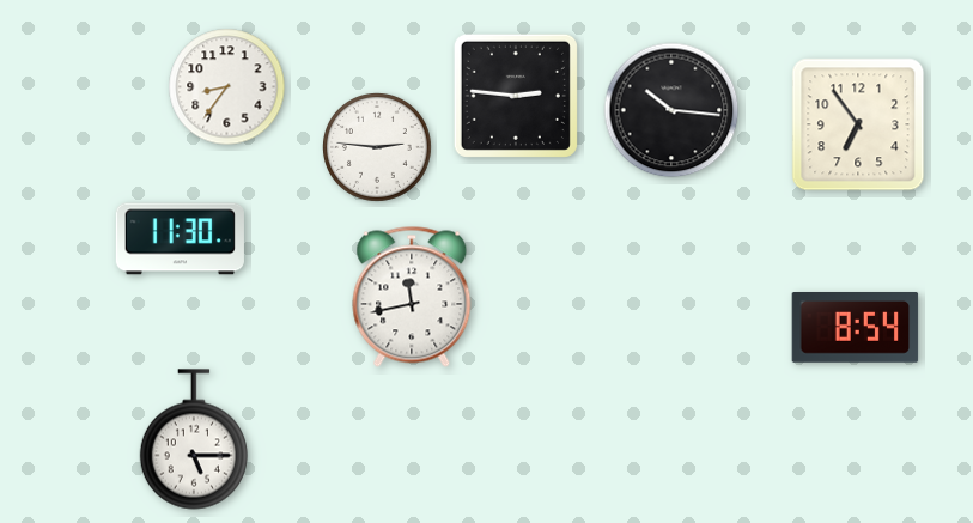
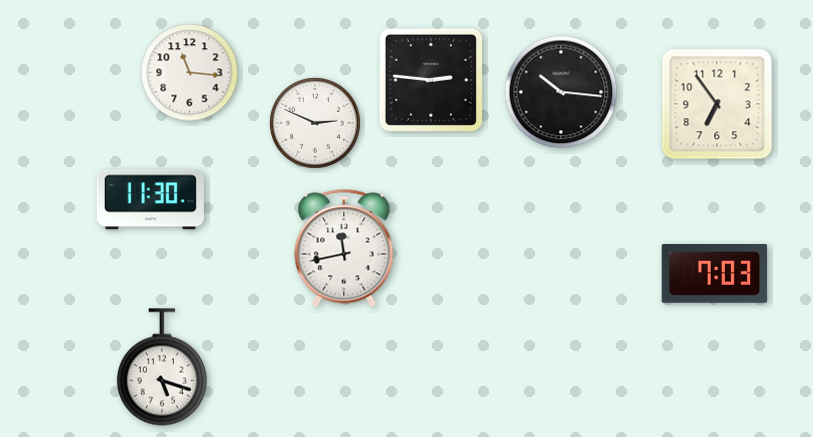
clock at (227, 87): 8:36 -> 11:16
clock at (378, 148): 2:46 -> 2:49
clock at (856, 328): 8:54 -> 7:03
clock at (194, 439): 5:15 -> 5:18
